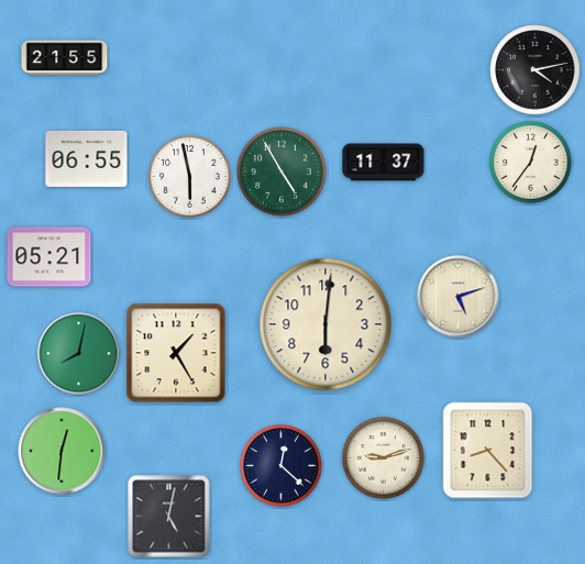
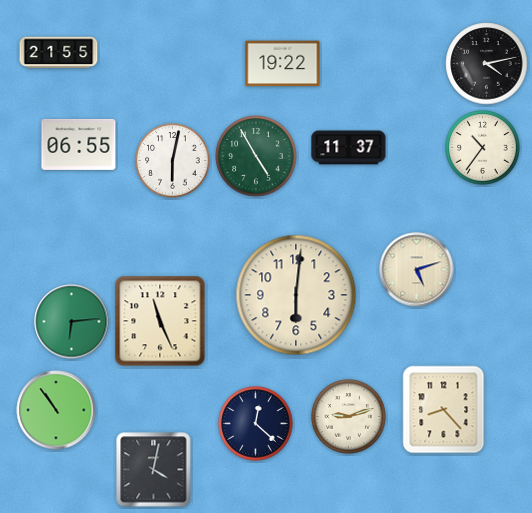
clock at (283, 64): none -> 19:22
clock at (531, 163): 12:36 -> 10:36
clock at (190, 177): 5:58 -> 6:02
clock at (49, 257): 05:21 -> none
clock at (176, 353): 1:25 -> 11:26
clock at (79, 354): 8:02 -> 6:14
clock at (62, 451): 12:31 -> 10:54
clock at (169, 517): 5:02 -> 4:02
